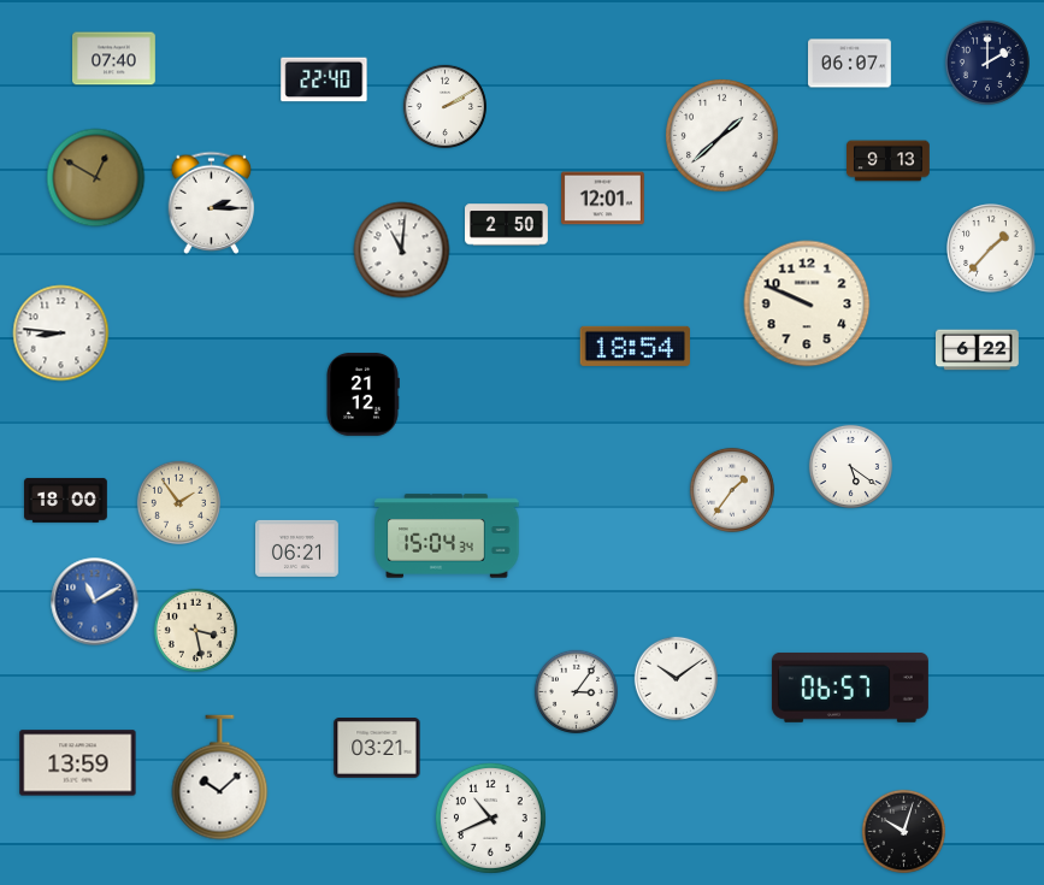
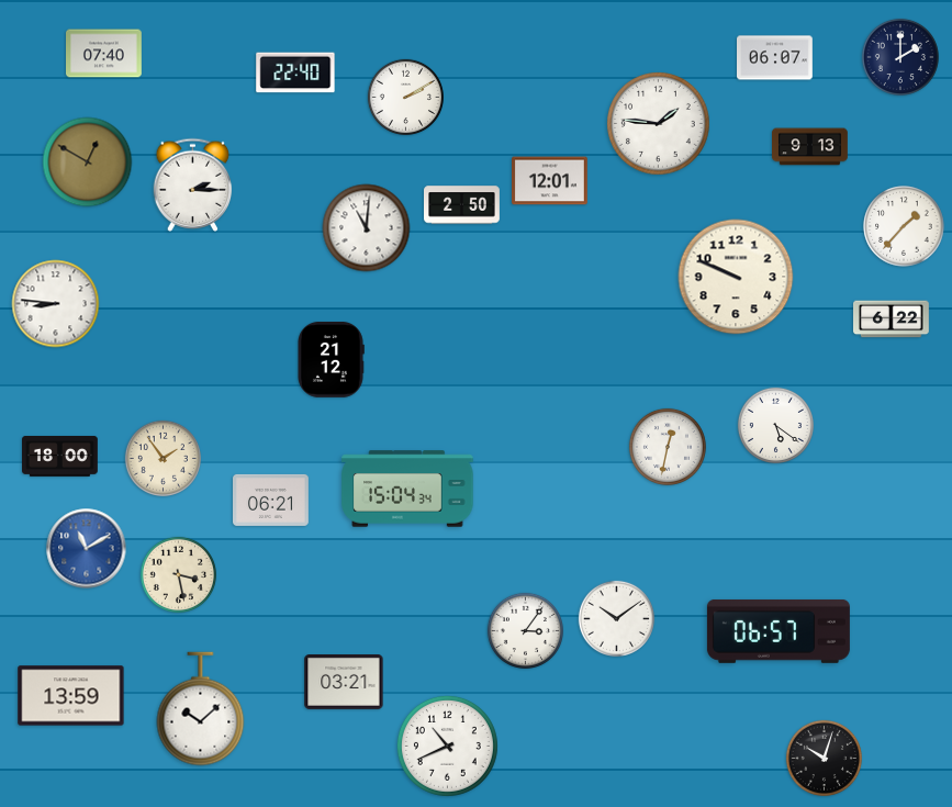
clock at (722, 136): 1:38 -> 1:46
clock at (635, 346): 18:54 -> none
clock at (732, 490): 1:36 -> 12:32
clock at (850, 688) position: (850, 688) -> (779, 631)
